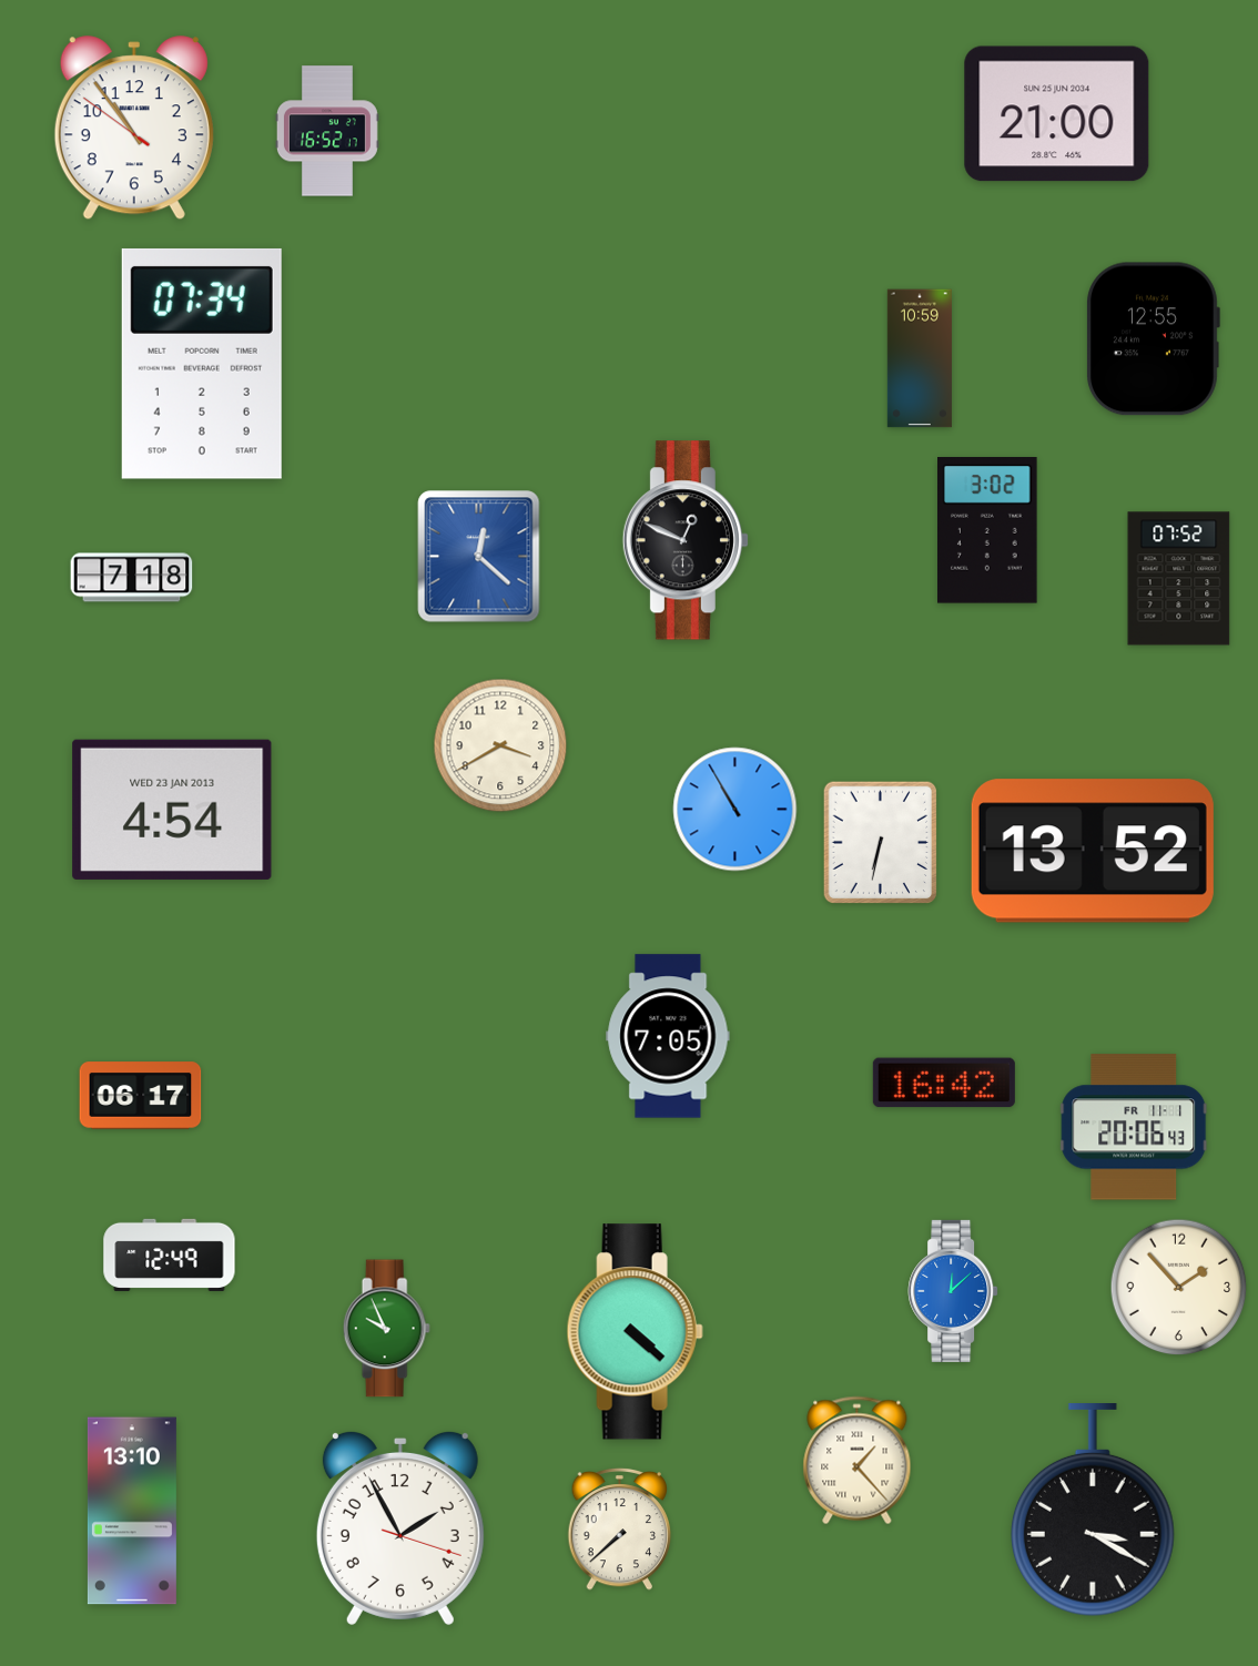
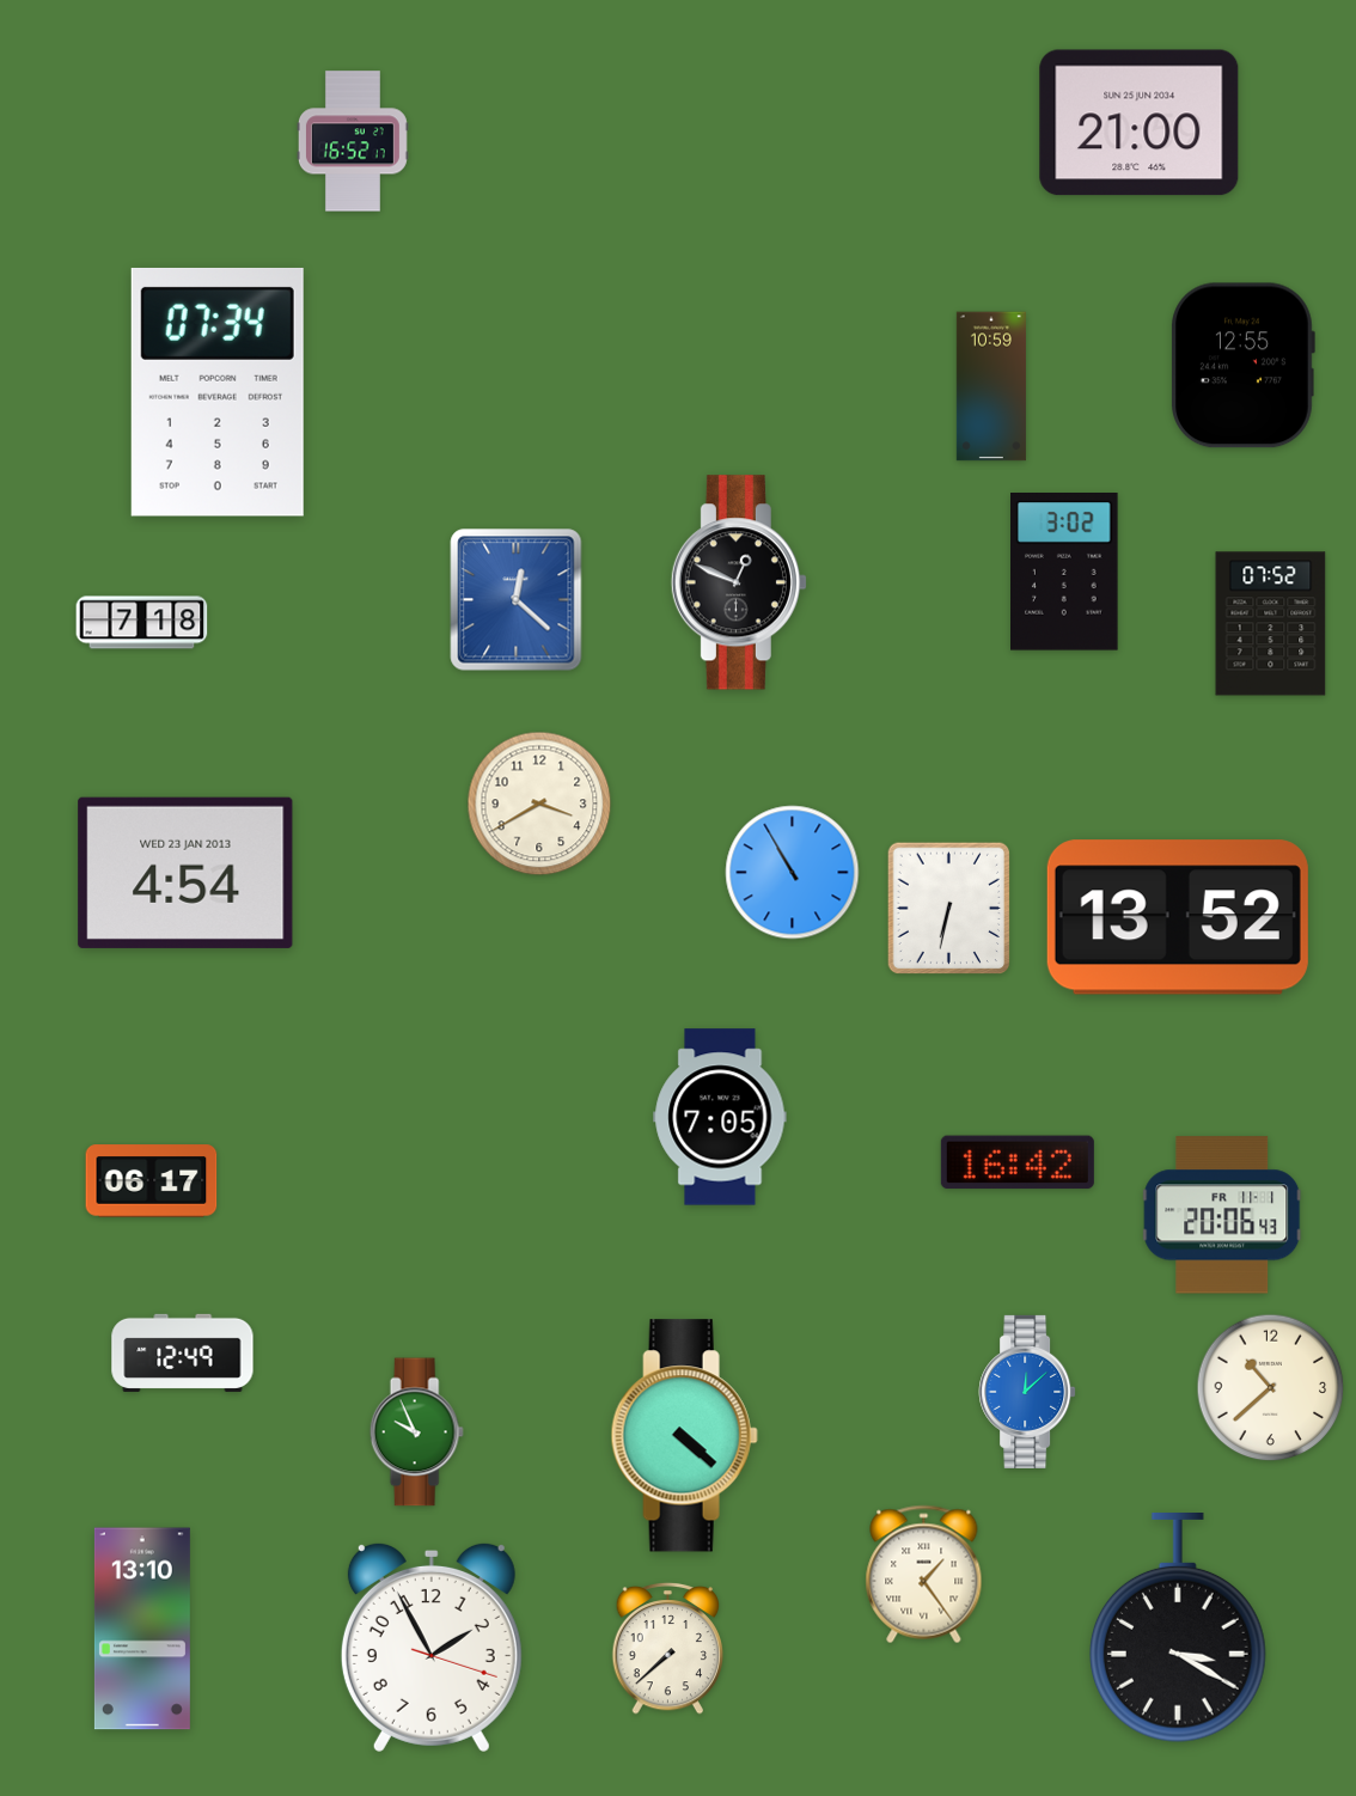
clock at (134, 129): 10:53 -> none
clock at (944, 1083) position: (944, 1083) -> (1018, 1162)
clock at (1179, 1288): 1:53 -> 10:38
clock at (858, 1461): 1:23 -> 1:24
